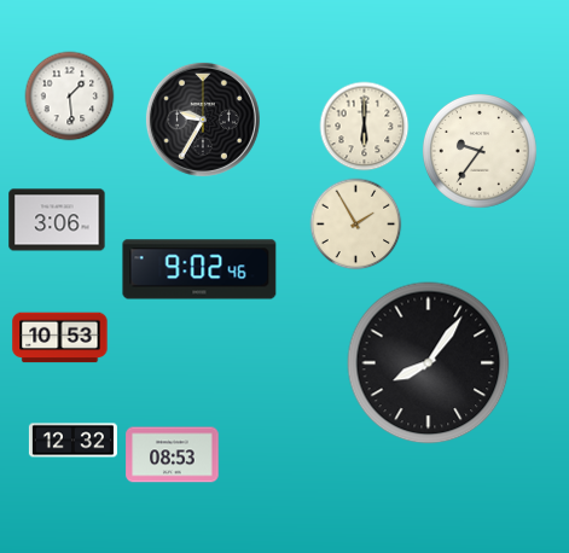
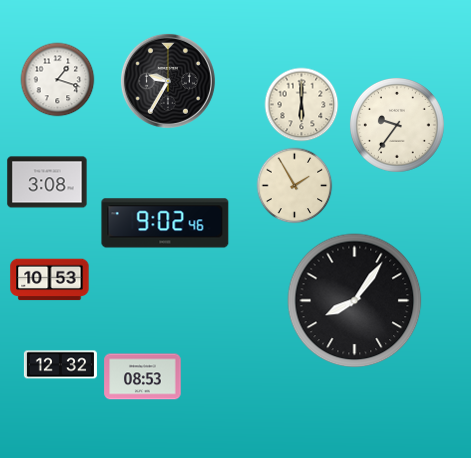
clock at (70, 97): 1:29 -> 1:18
clock at (203, 120) position: (203, 120) -> (168, 81)
clock at (57, 220): 3:06 -> 3:08
